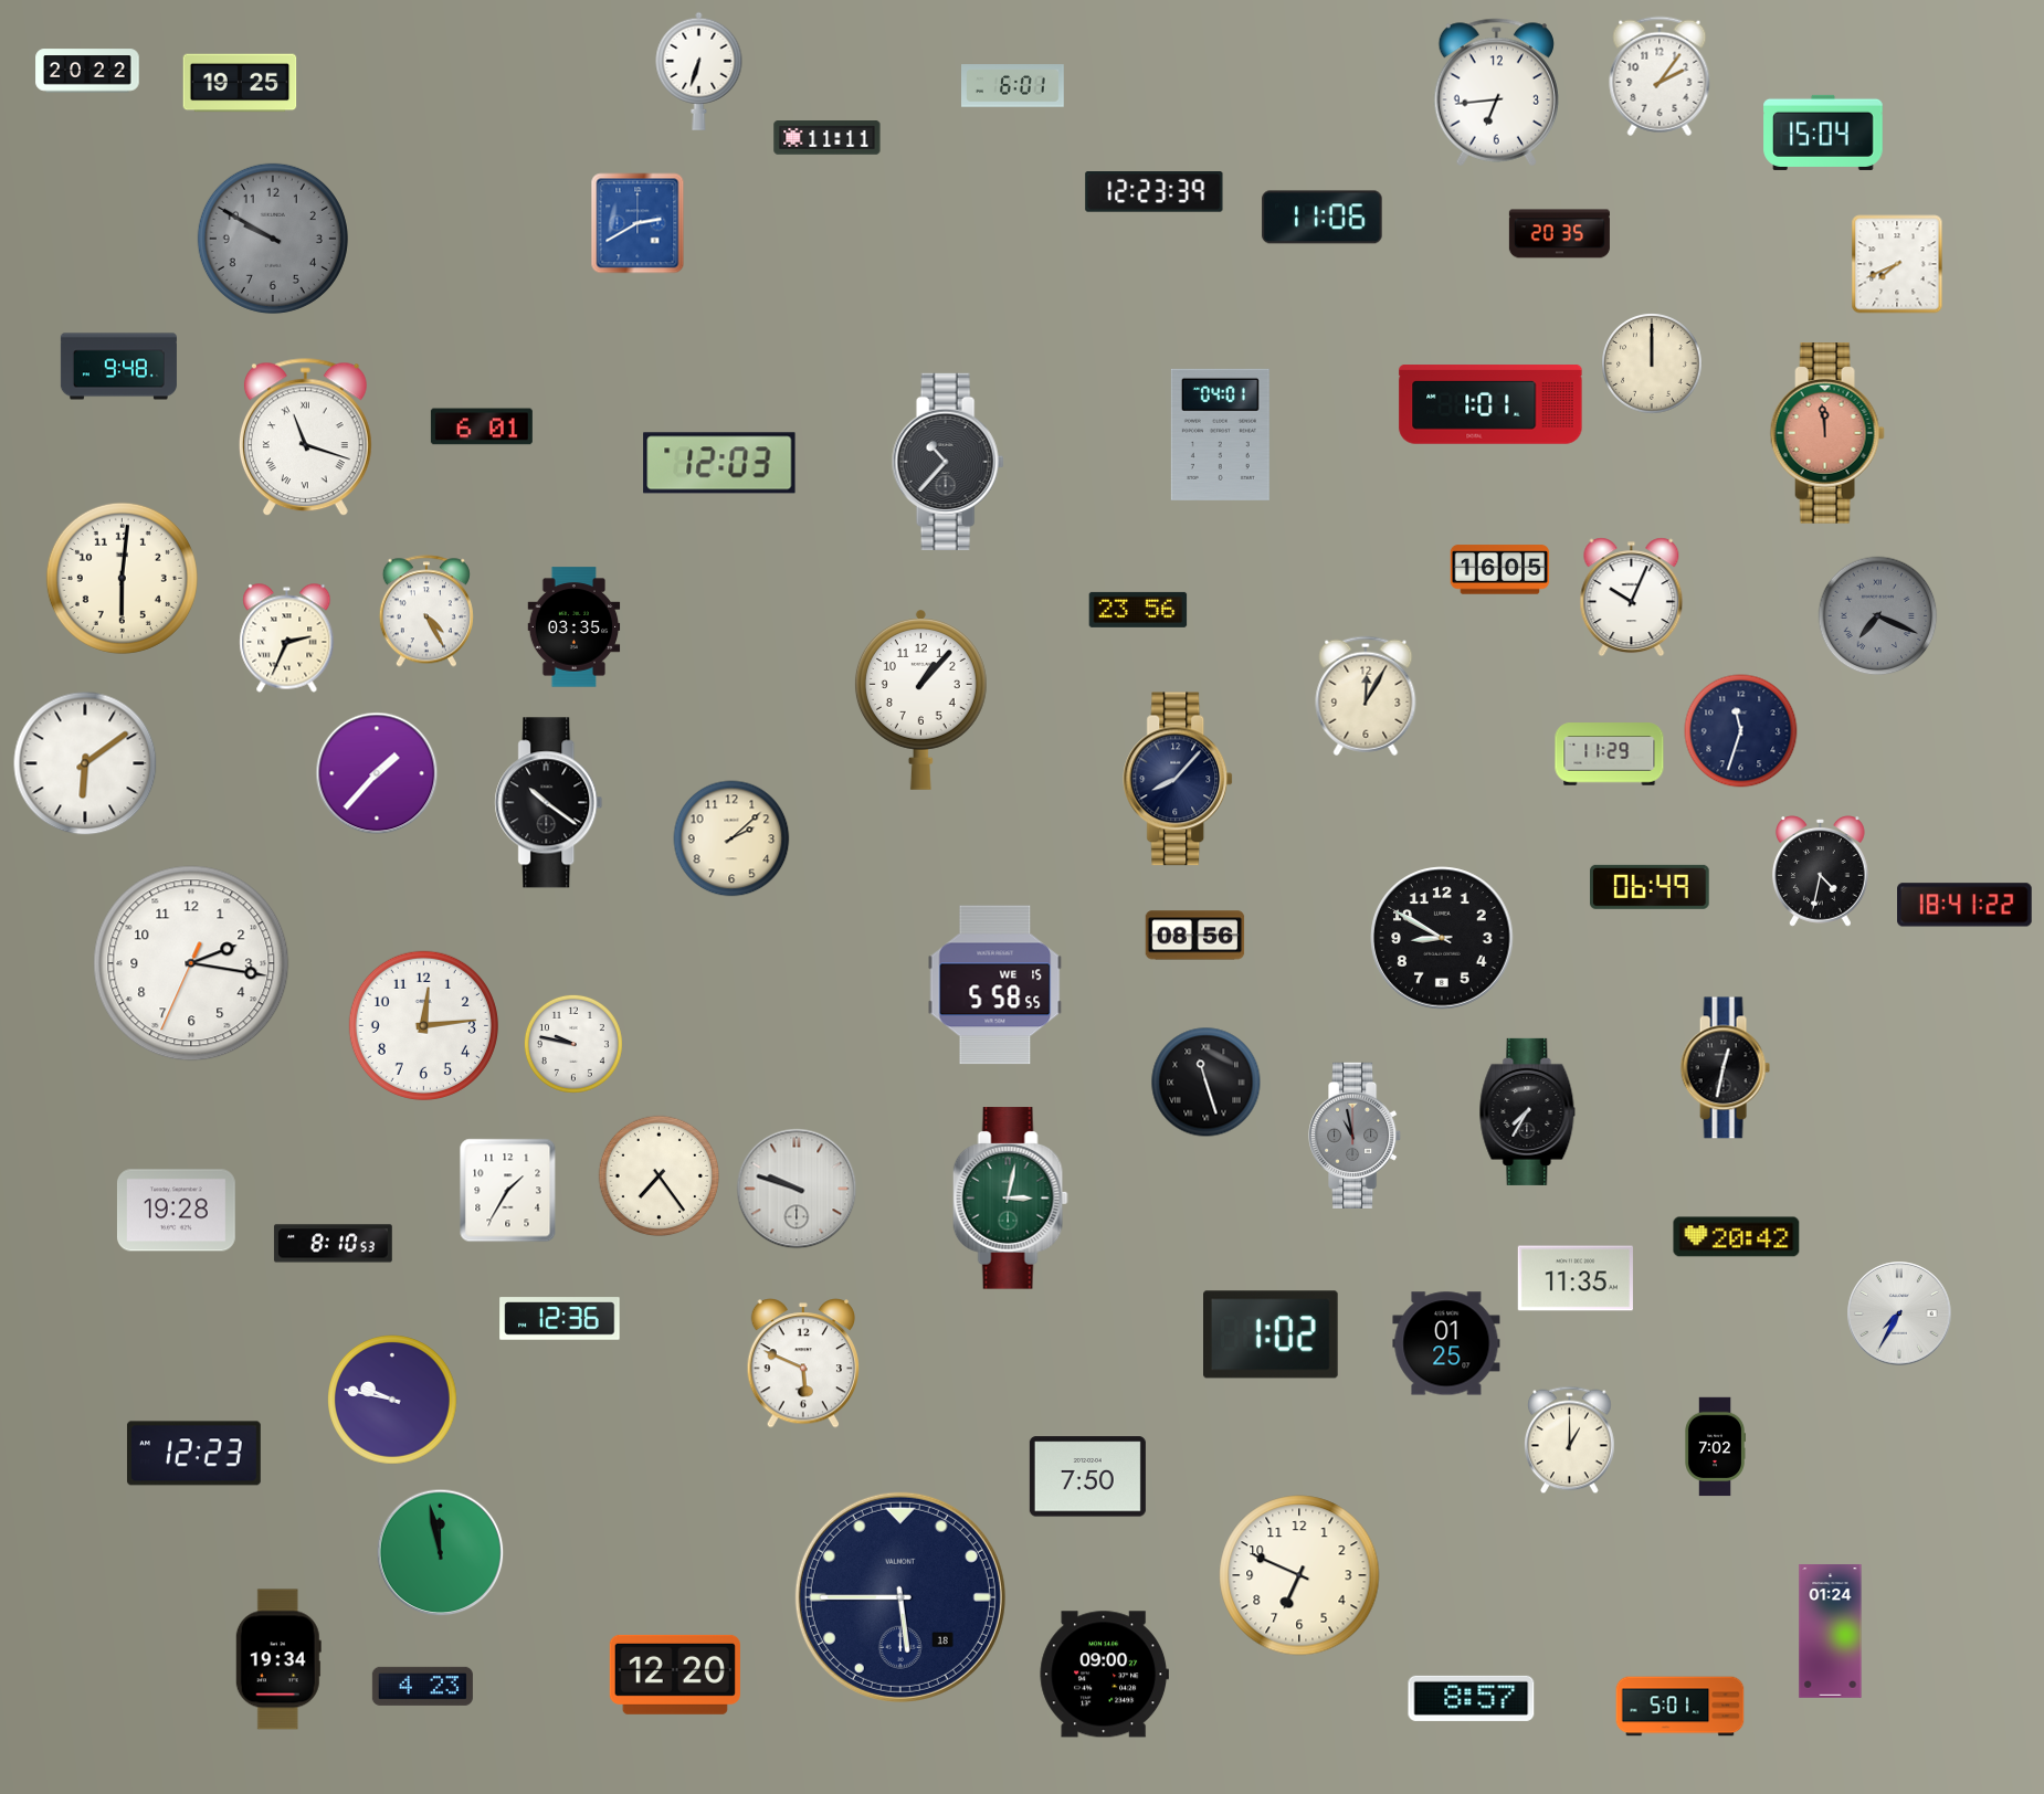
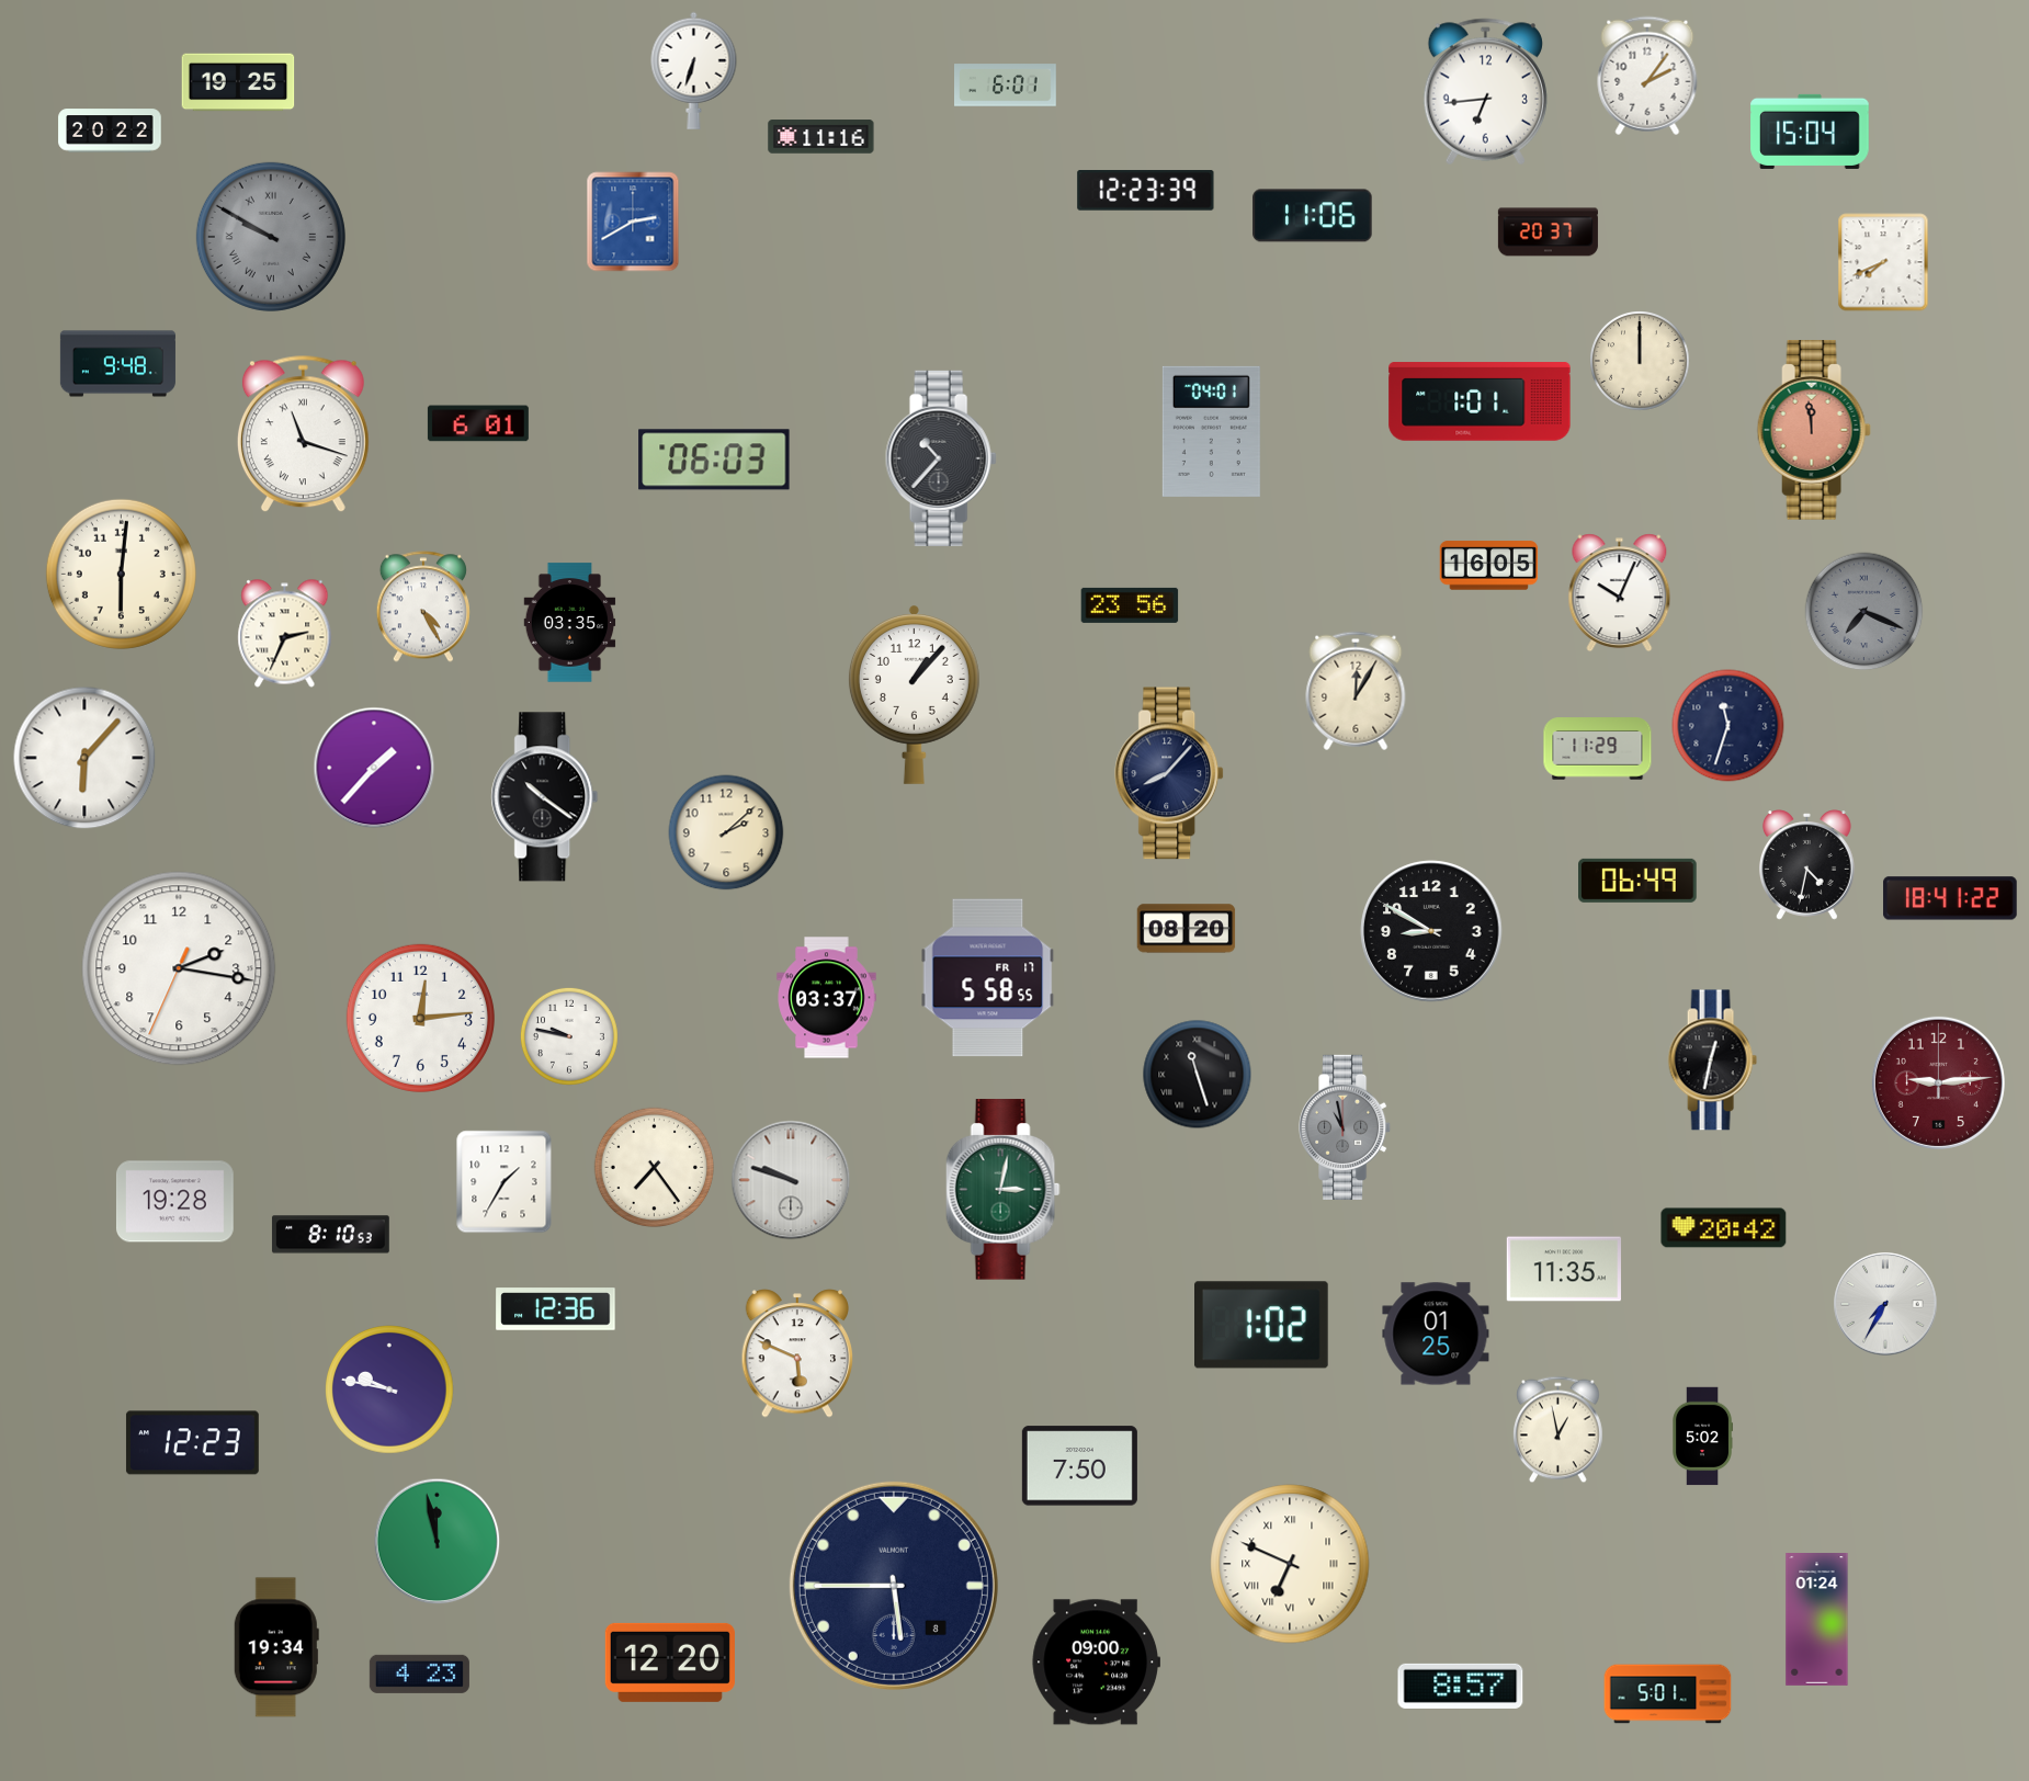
clock at (87, 71) position: (87, 71) -> (110, 131)
clock at (828, 138): 11:11 -> 11:16
clock at (1559, 234): 20:35 -> 20:37
clock at (273, 239) numerals: Arabic -> Roman
clock at (719, 463): 12:03 -> 06:03
clock at (85, 763): 6:09 -> 6:07
clock at (1195, 936): 08:56 -> 08:20
clock at (191, 963) position: (191, 963) -> (179, 968)
clock at (995, 985) date: WE 15 -> FR 17
clock at (827, 998): none -> 03:37
clock at (1938, 1082): none -> 9:14
clock at (1528, 1111): 7:35 -> none
clock at (1570, 1441): 1:00 -> 12:58
clock at (1715, 1447): 7:02 -> 5:02
clock at (1299, 1575) numerals: Arabic -> Roman
clock at (900, 1597) date: 18 -> 8
